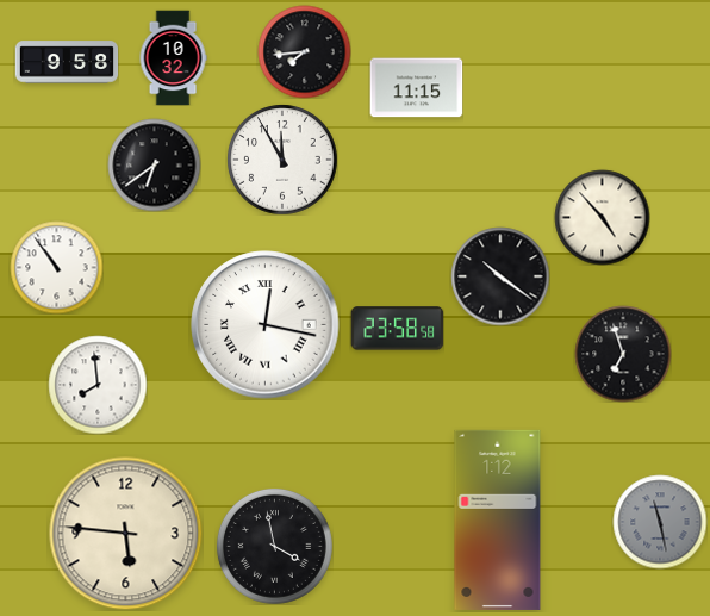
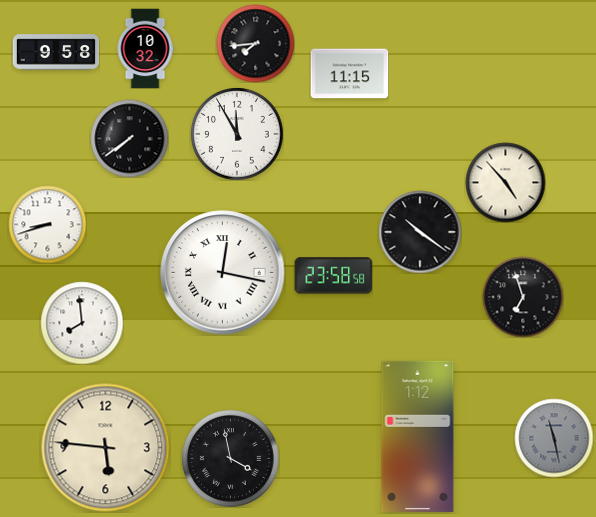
clock at (154, 164): 6:39 -> 7:39
clock at (56, 267): 10:54 -> 8:42
